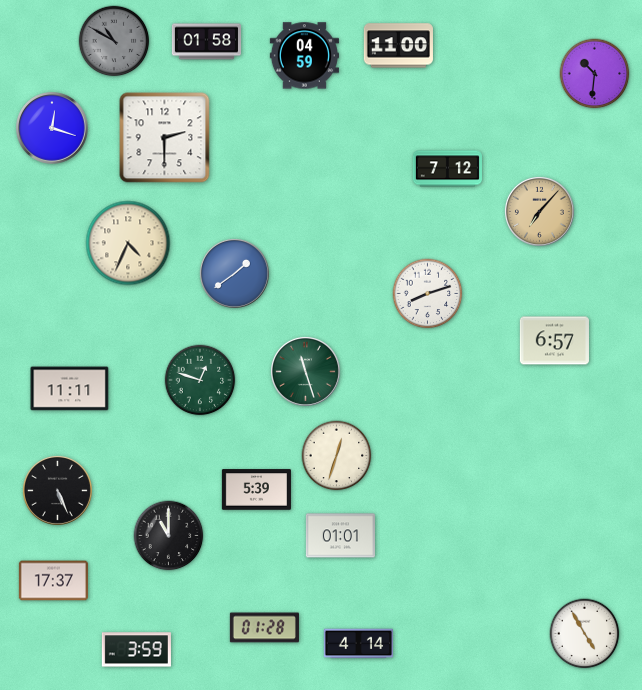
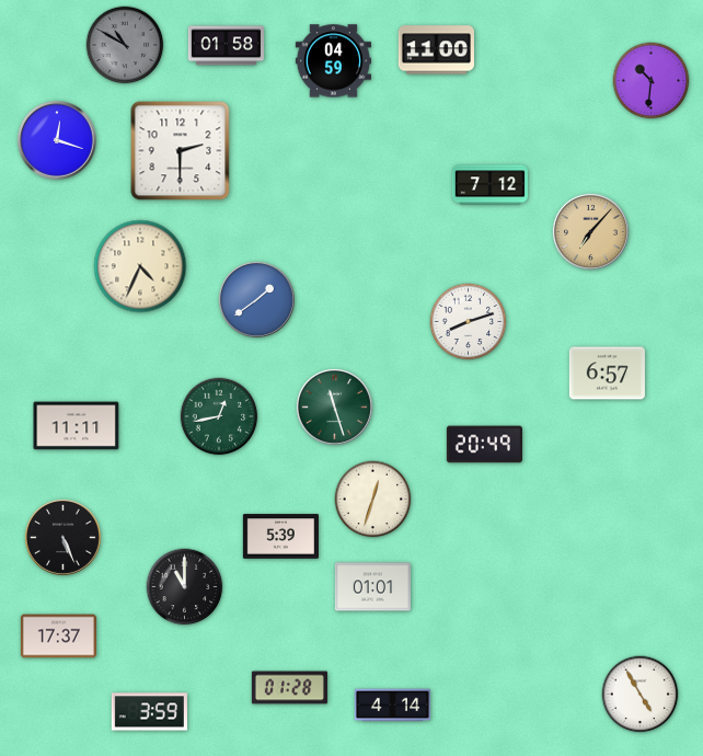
clock at (200, 380): 12:48 -> 12:43
clock at (484, 445): none -> 20:49
clock at (337, 456) position: (337, 456) -> (373, 500)
